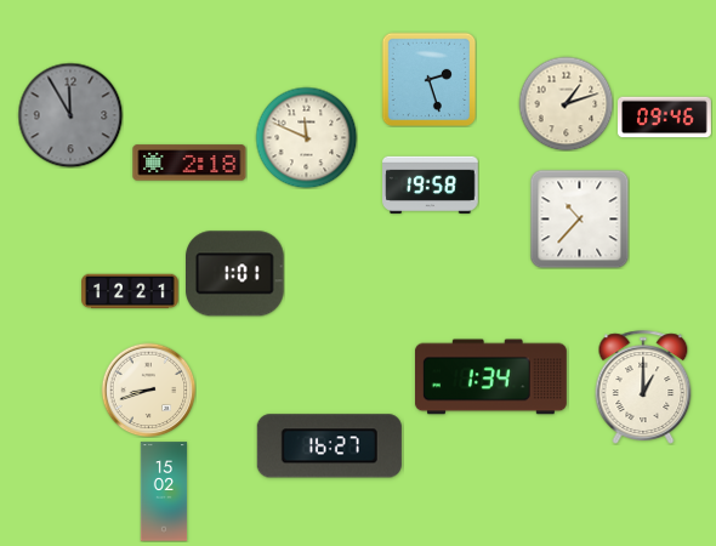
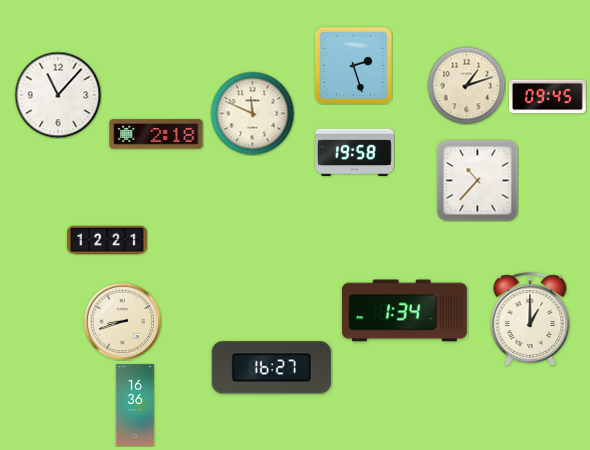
clock at (70, 115): 11:55 -> 11:07
clock at (70, 115) dial: grey -> white
clock at (665, 118): 09:46 -> 09:45
clock at (235, 274): 1:01 -> none
clock at (164, 491): 15:02 -> 16:36
